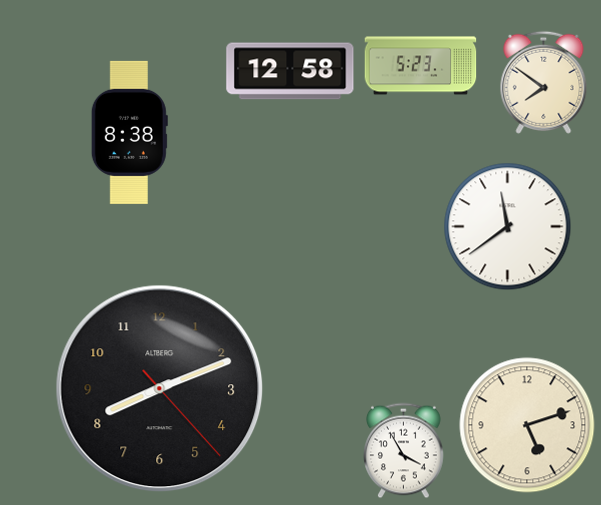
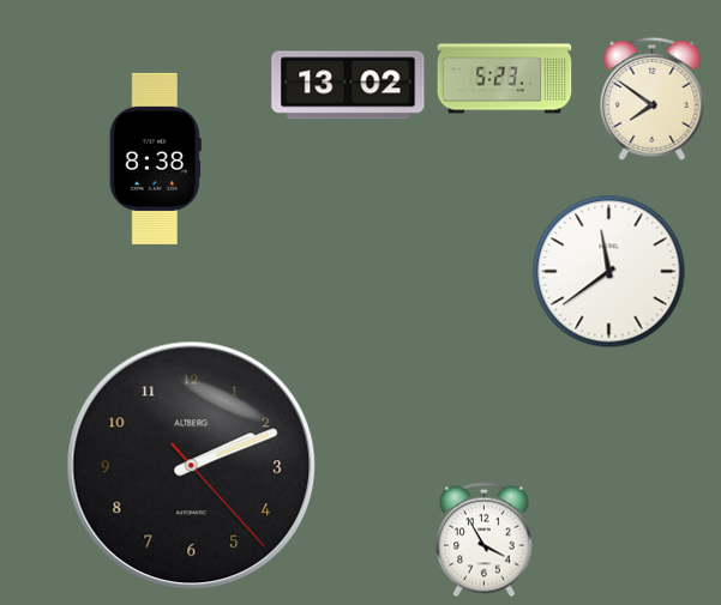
clock at (290, 71): 12:58 -> 13:02
clock at (160, 389): 8:11 -> 2:11
clock at (527, 425): 5:12 -> none
